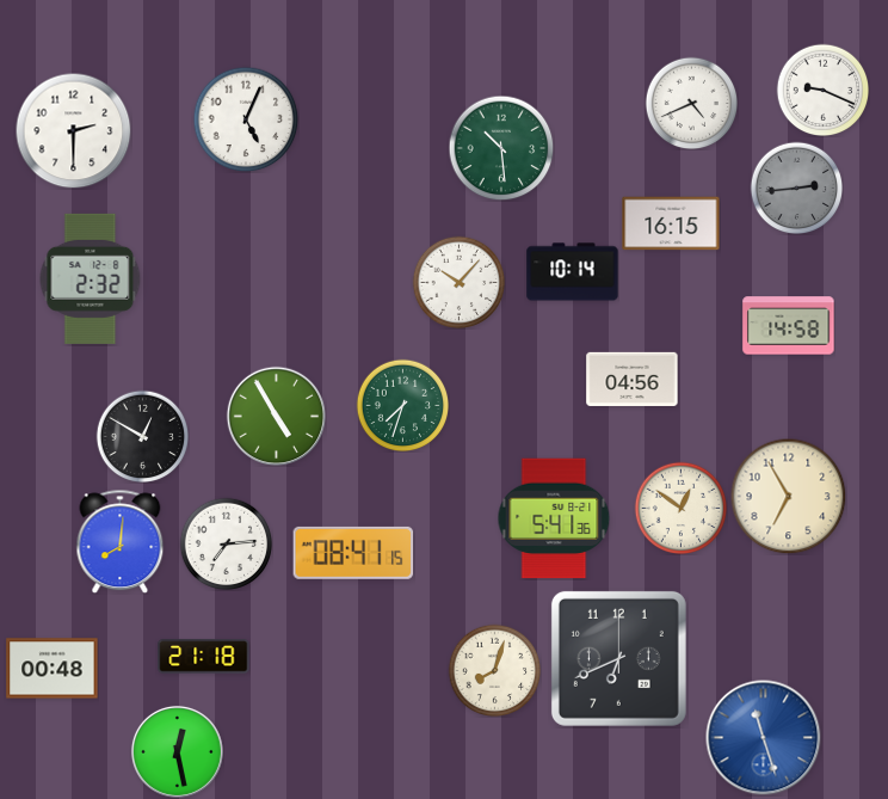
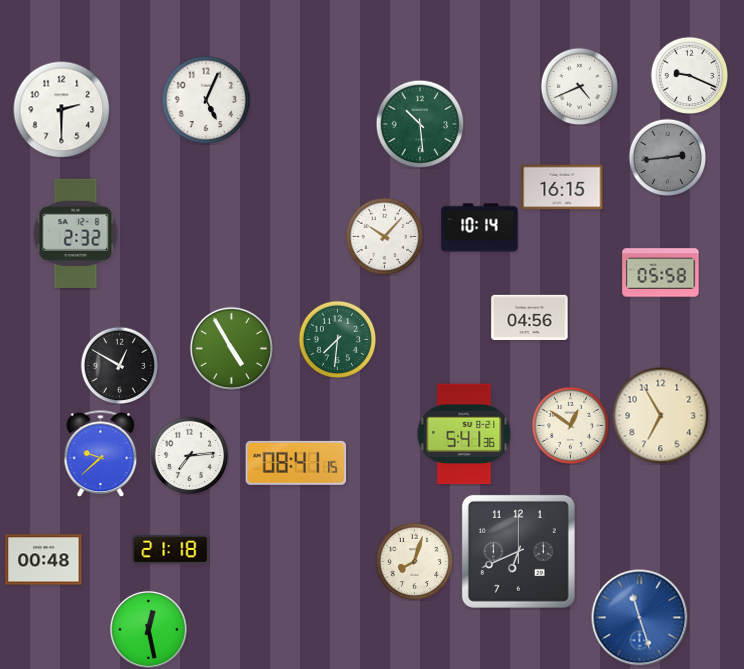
clock at (789, 326): 14:58 -> 05:58
clock at (402, 405): 7:33 -> 7:31
clock at (121, 541): 8:01 -> 9:38
